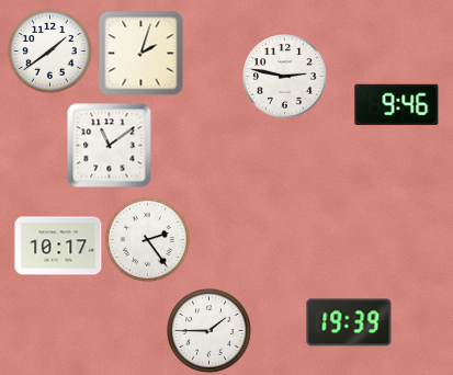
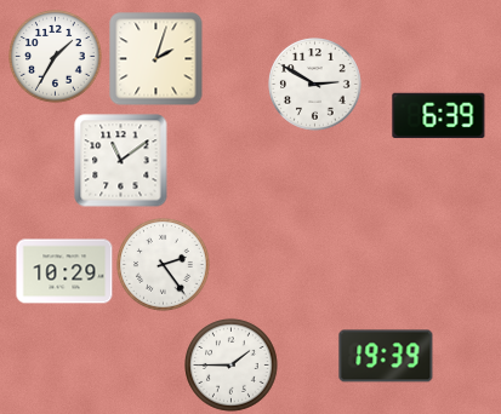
clock at (50, 52): 1:39 -> 1:35
clock at (285, 77): 2:47 -> 2:50
clock at (397, 104): 9:46 -> 6:39
clock at (58, 246): 10:17 -> 10:29
